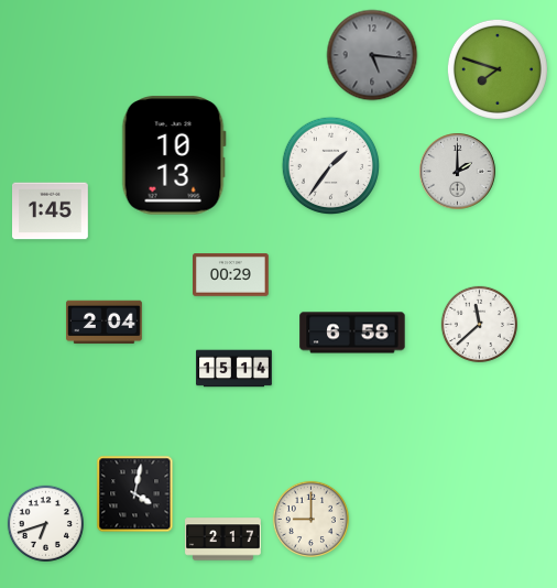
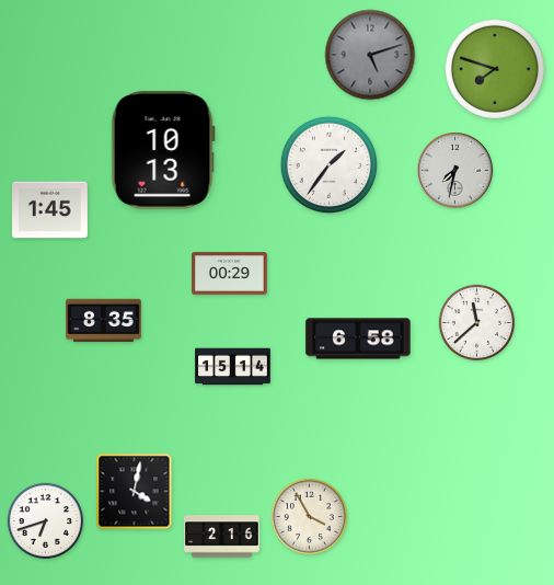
clock at (372, 55): 5:16 -> 5:12
clock at (174, 155) position: (174, 155) -> (163, 150)
clock at (458, 172): 2:00 -> 7:32
clock at (105, 323): 2:04 -> 8:35
clock at (352, 333) position: (352, 333) -> (358, 339)
clock at (310, 519): 9:00 -> 3:55
clock at (223, 540): 2:17 -> 2:16
